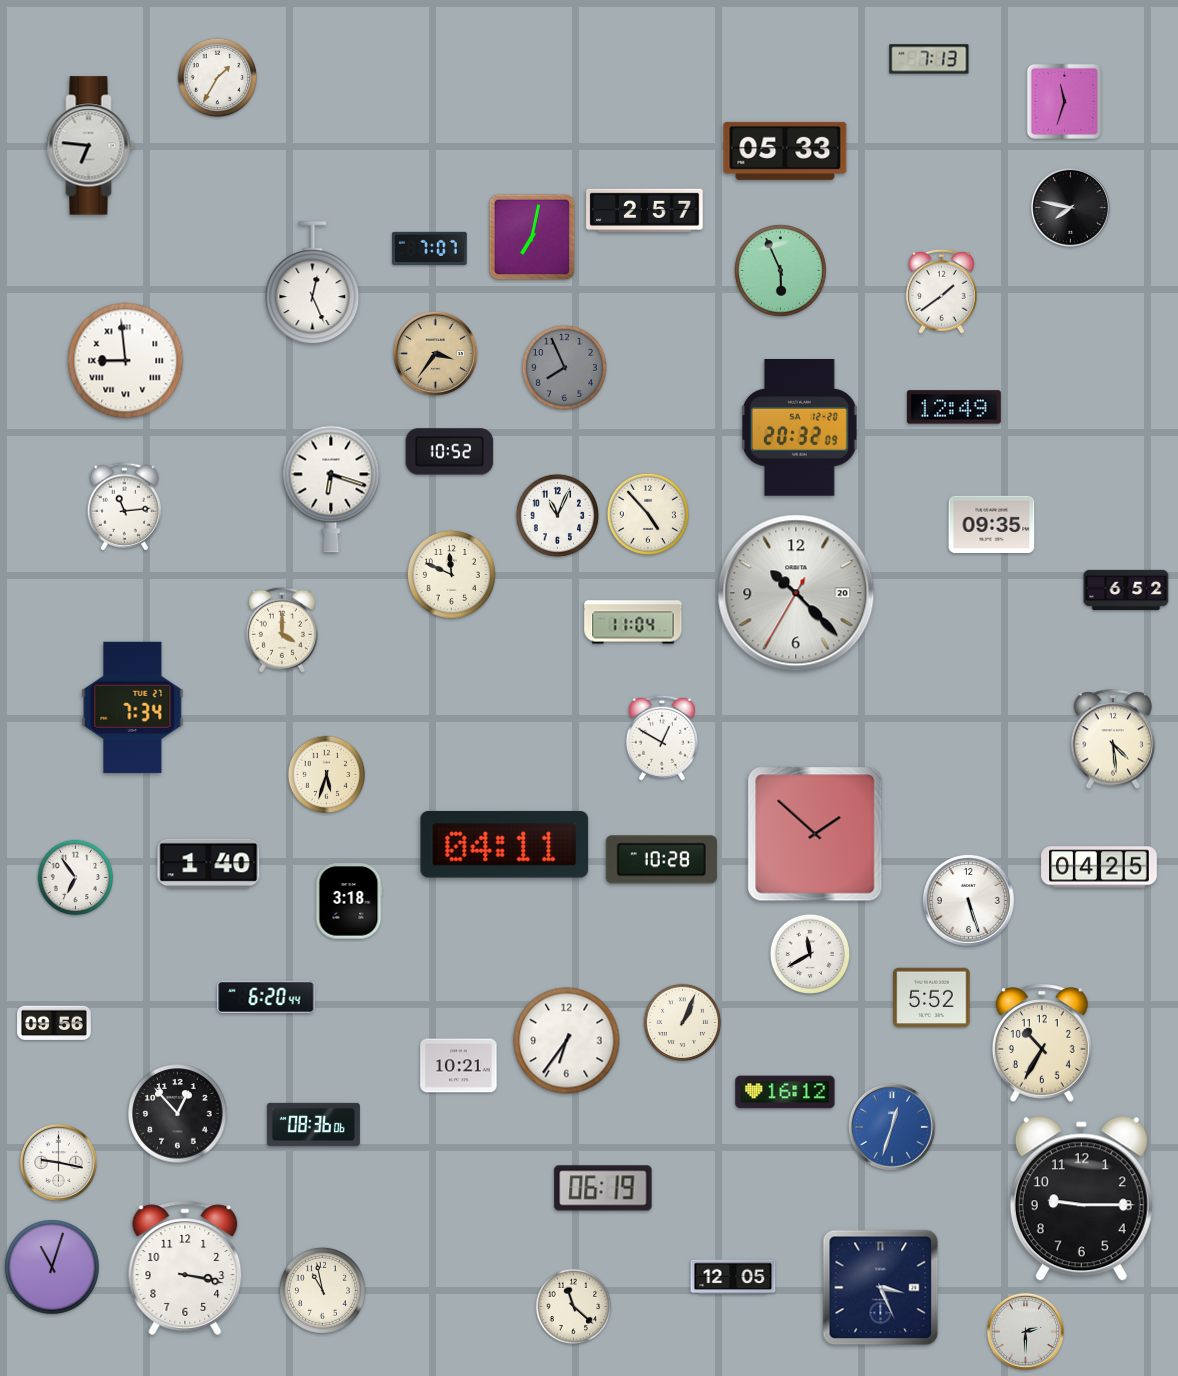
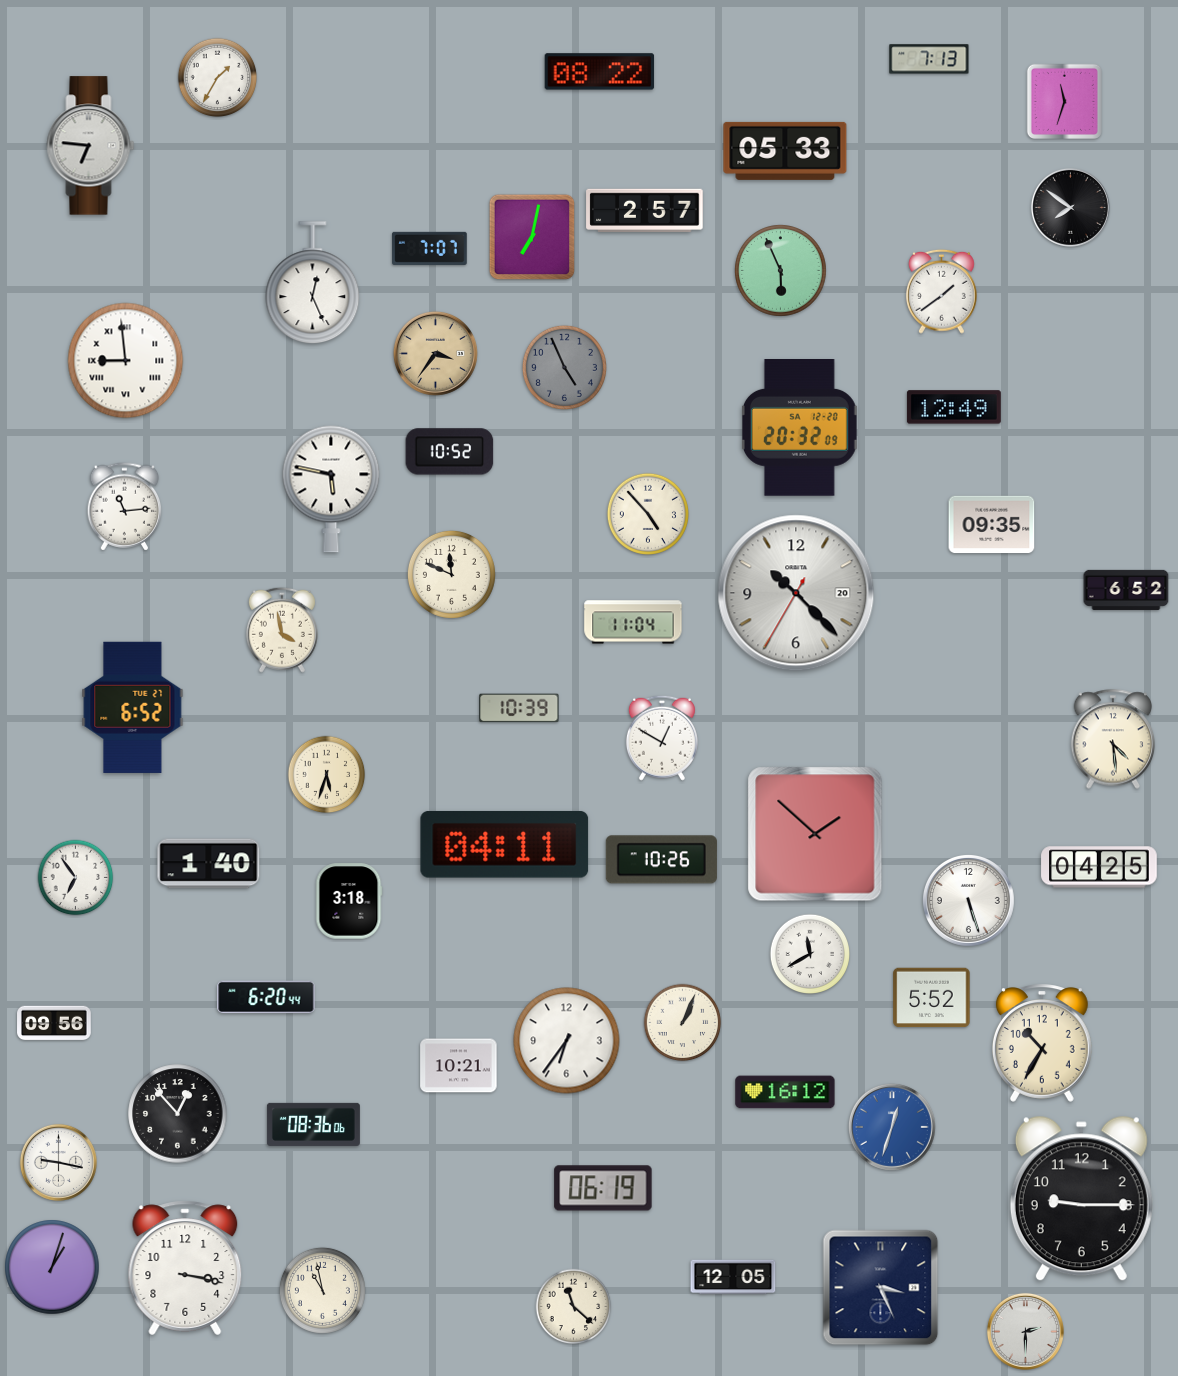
clock at (600, 72): none -> 08:22
clock at (1070, 207): 7:47 -> 7:51
clock at (564, 367): 7:56 -> 4:56
clock at (331, 489): 6:18 -> 5:47
clock at (557, 515): 11:04 -> none
clock at (282, 630): 4:00 -> 3:58
clock at (133, 707): 7:34 -> 6:52
clock at (519, 708): none -> 10:39
clock at (661, 860): 10:28 -> 10:26
clock at (52, 1267): 11:03 -> 1:03
